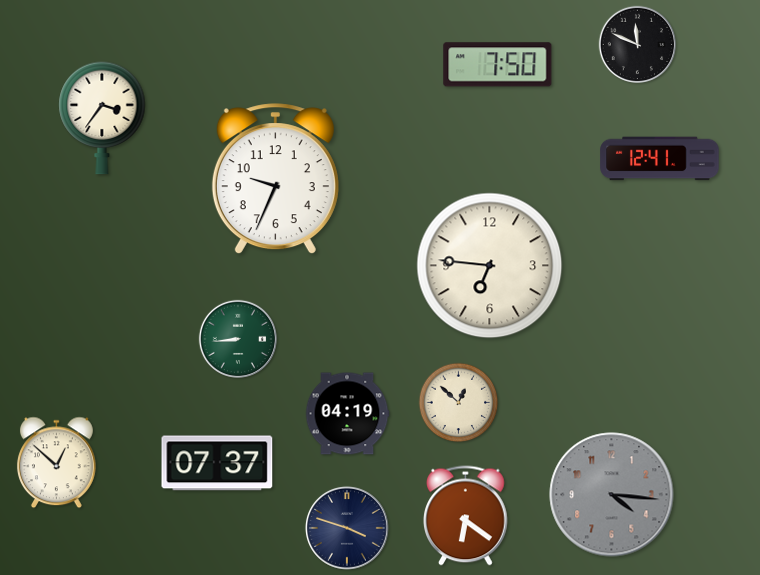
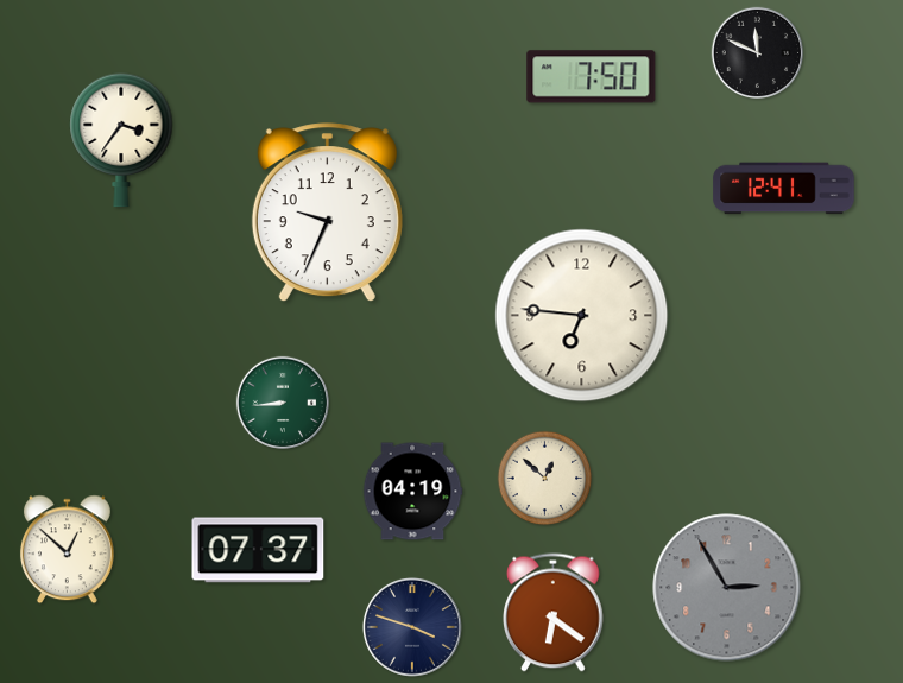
clock at (612, 495): 4:16 -> 2:55
